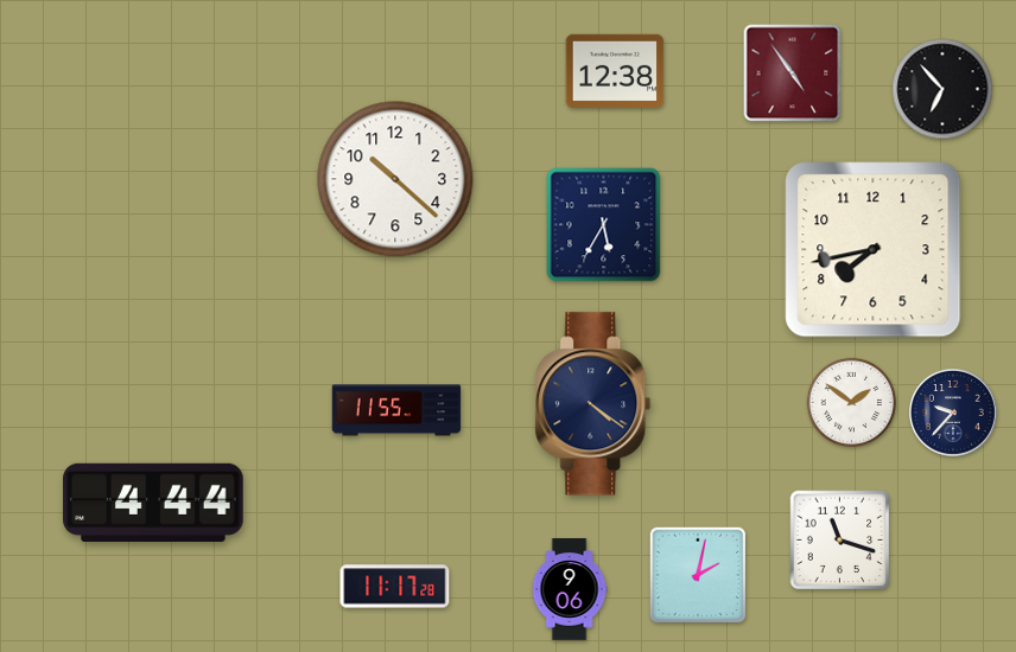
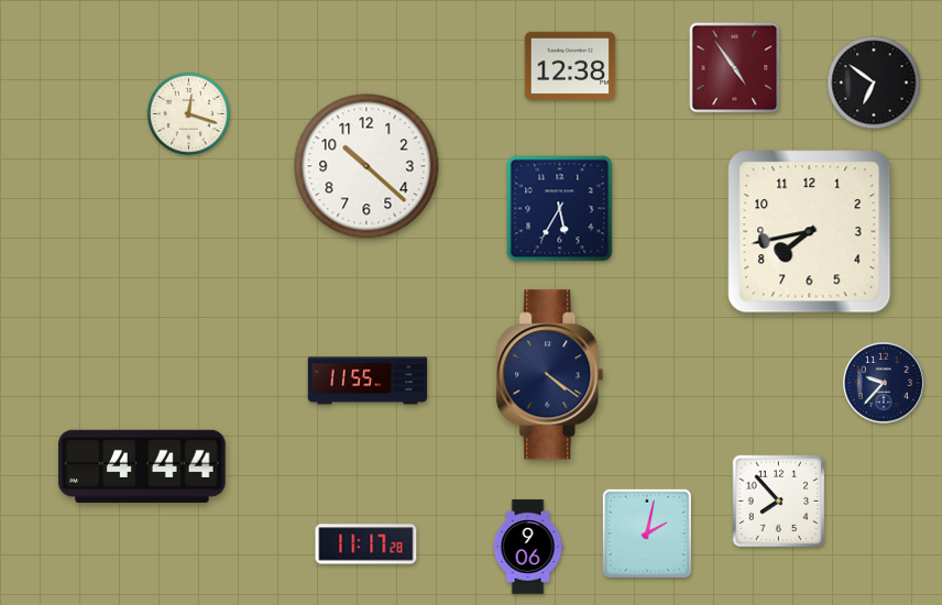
clock at (942, 89): 6:53 -> 6:51
clock at (188, 113): none -> 12:18
clock at (851, 402): 1:51 -> none
clock at (840, 541): 11:18 -> 7:53
